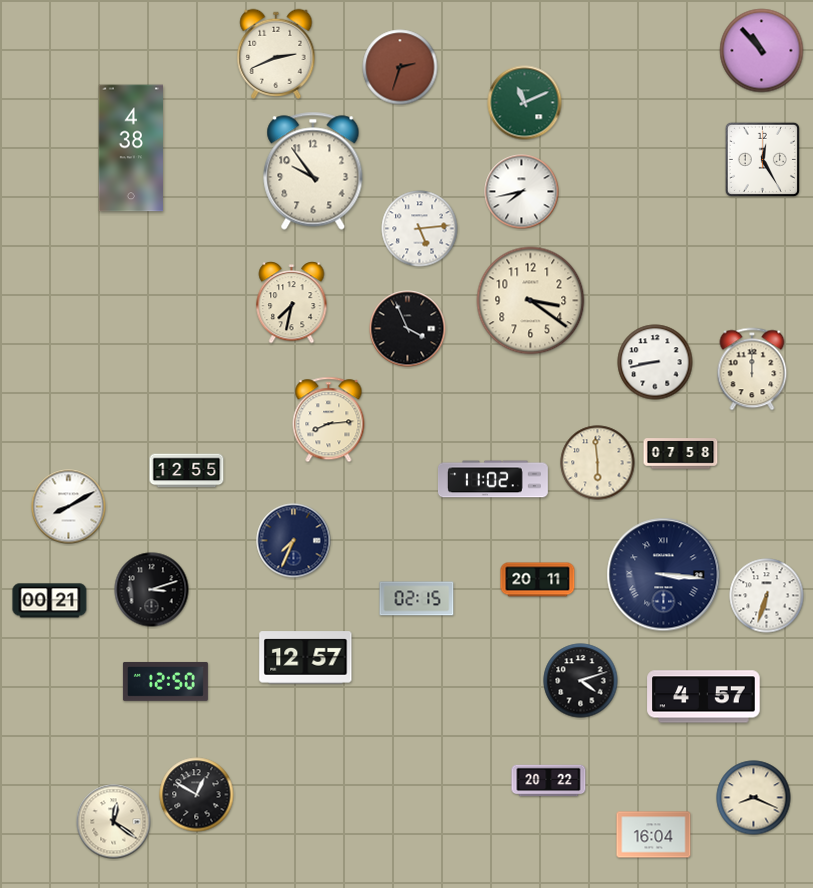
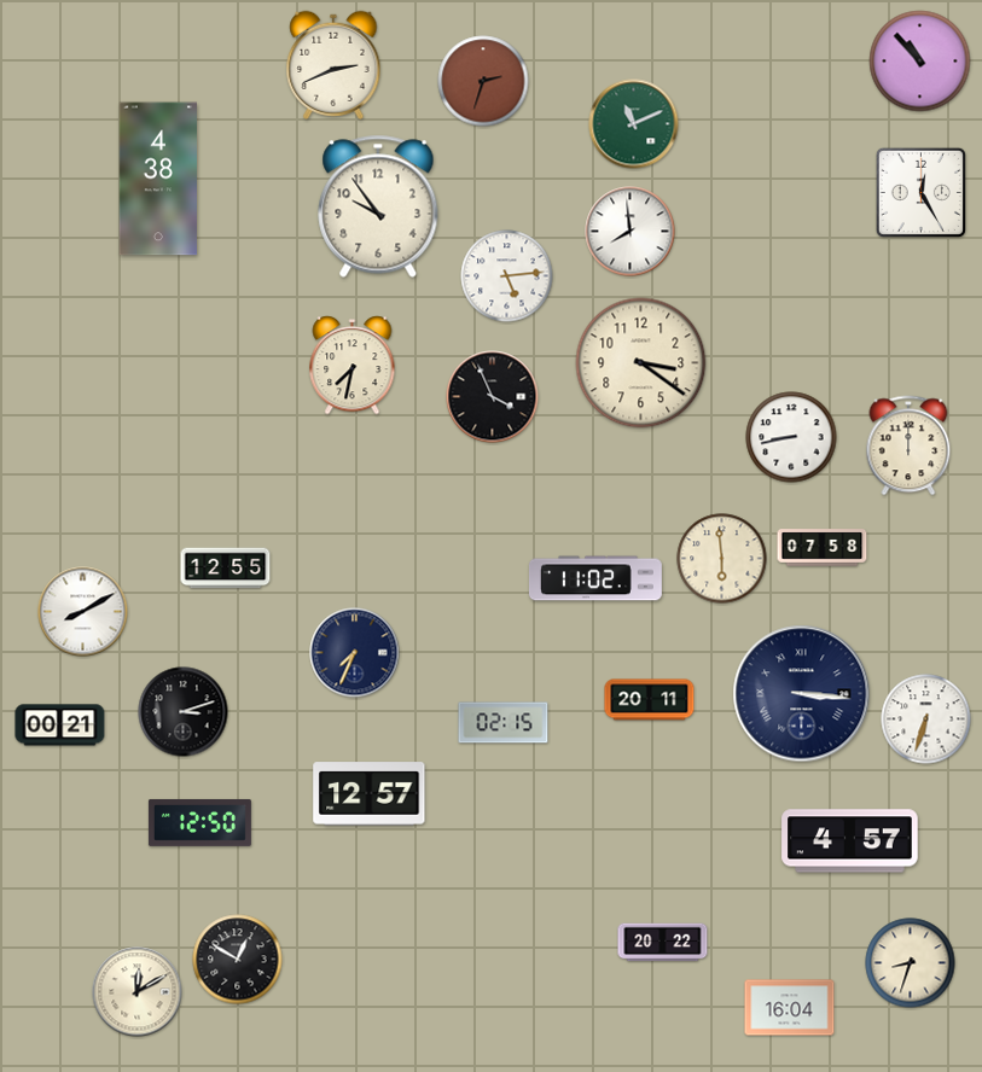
clock at (522, 192): 7:43 -> 7:59
clock at (329, 420): 8:14 -> none
clock at (581, 681): 4:12 -> none
clock at (754, 798): 8:19 -> 8:33
clock at (114, 822): 12:21 -> 12:10
